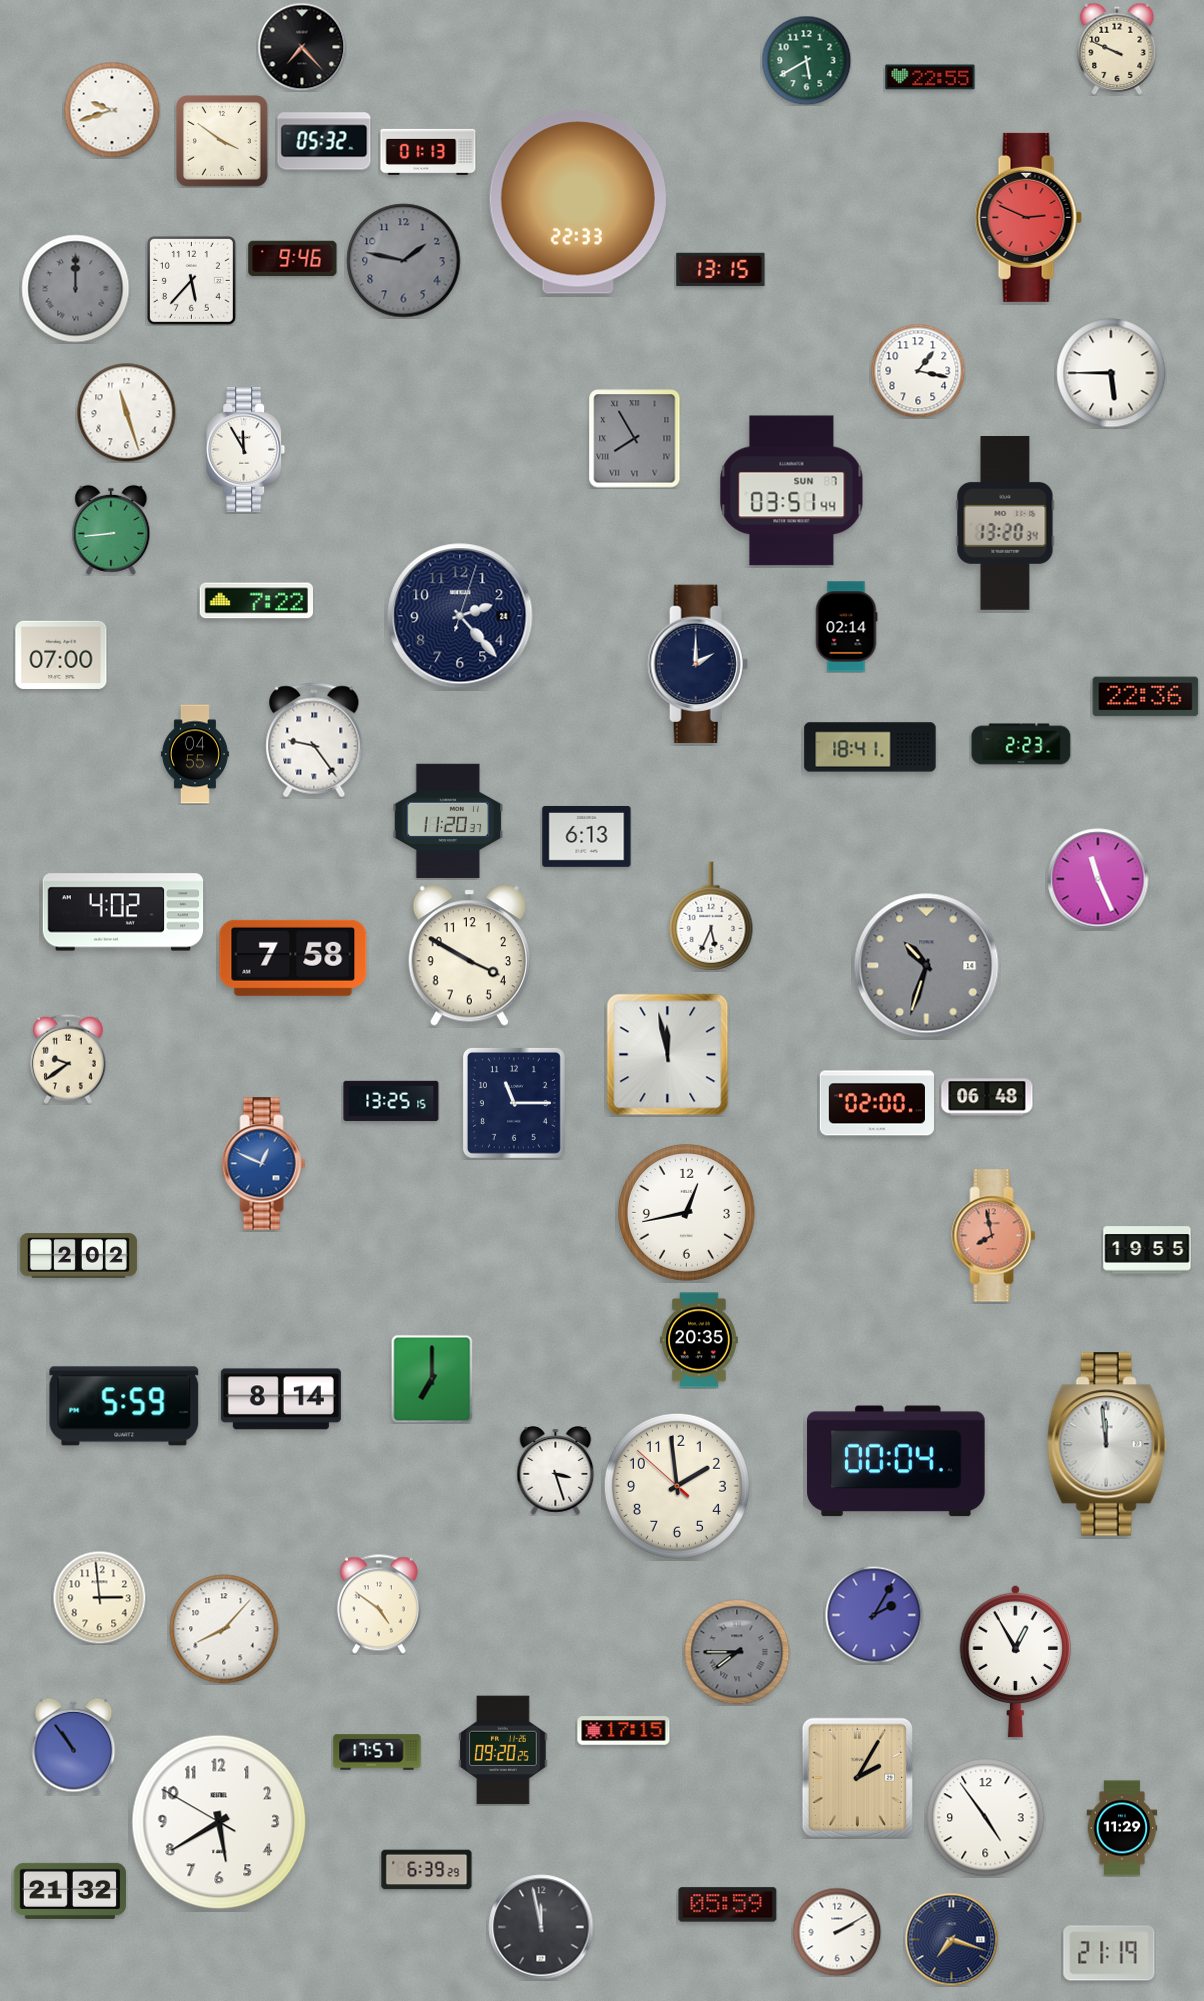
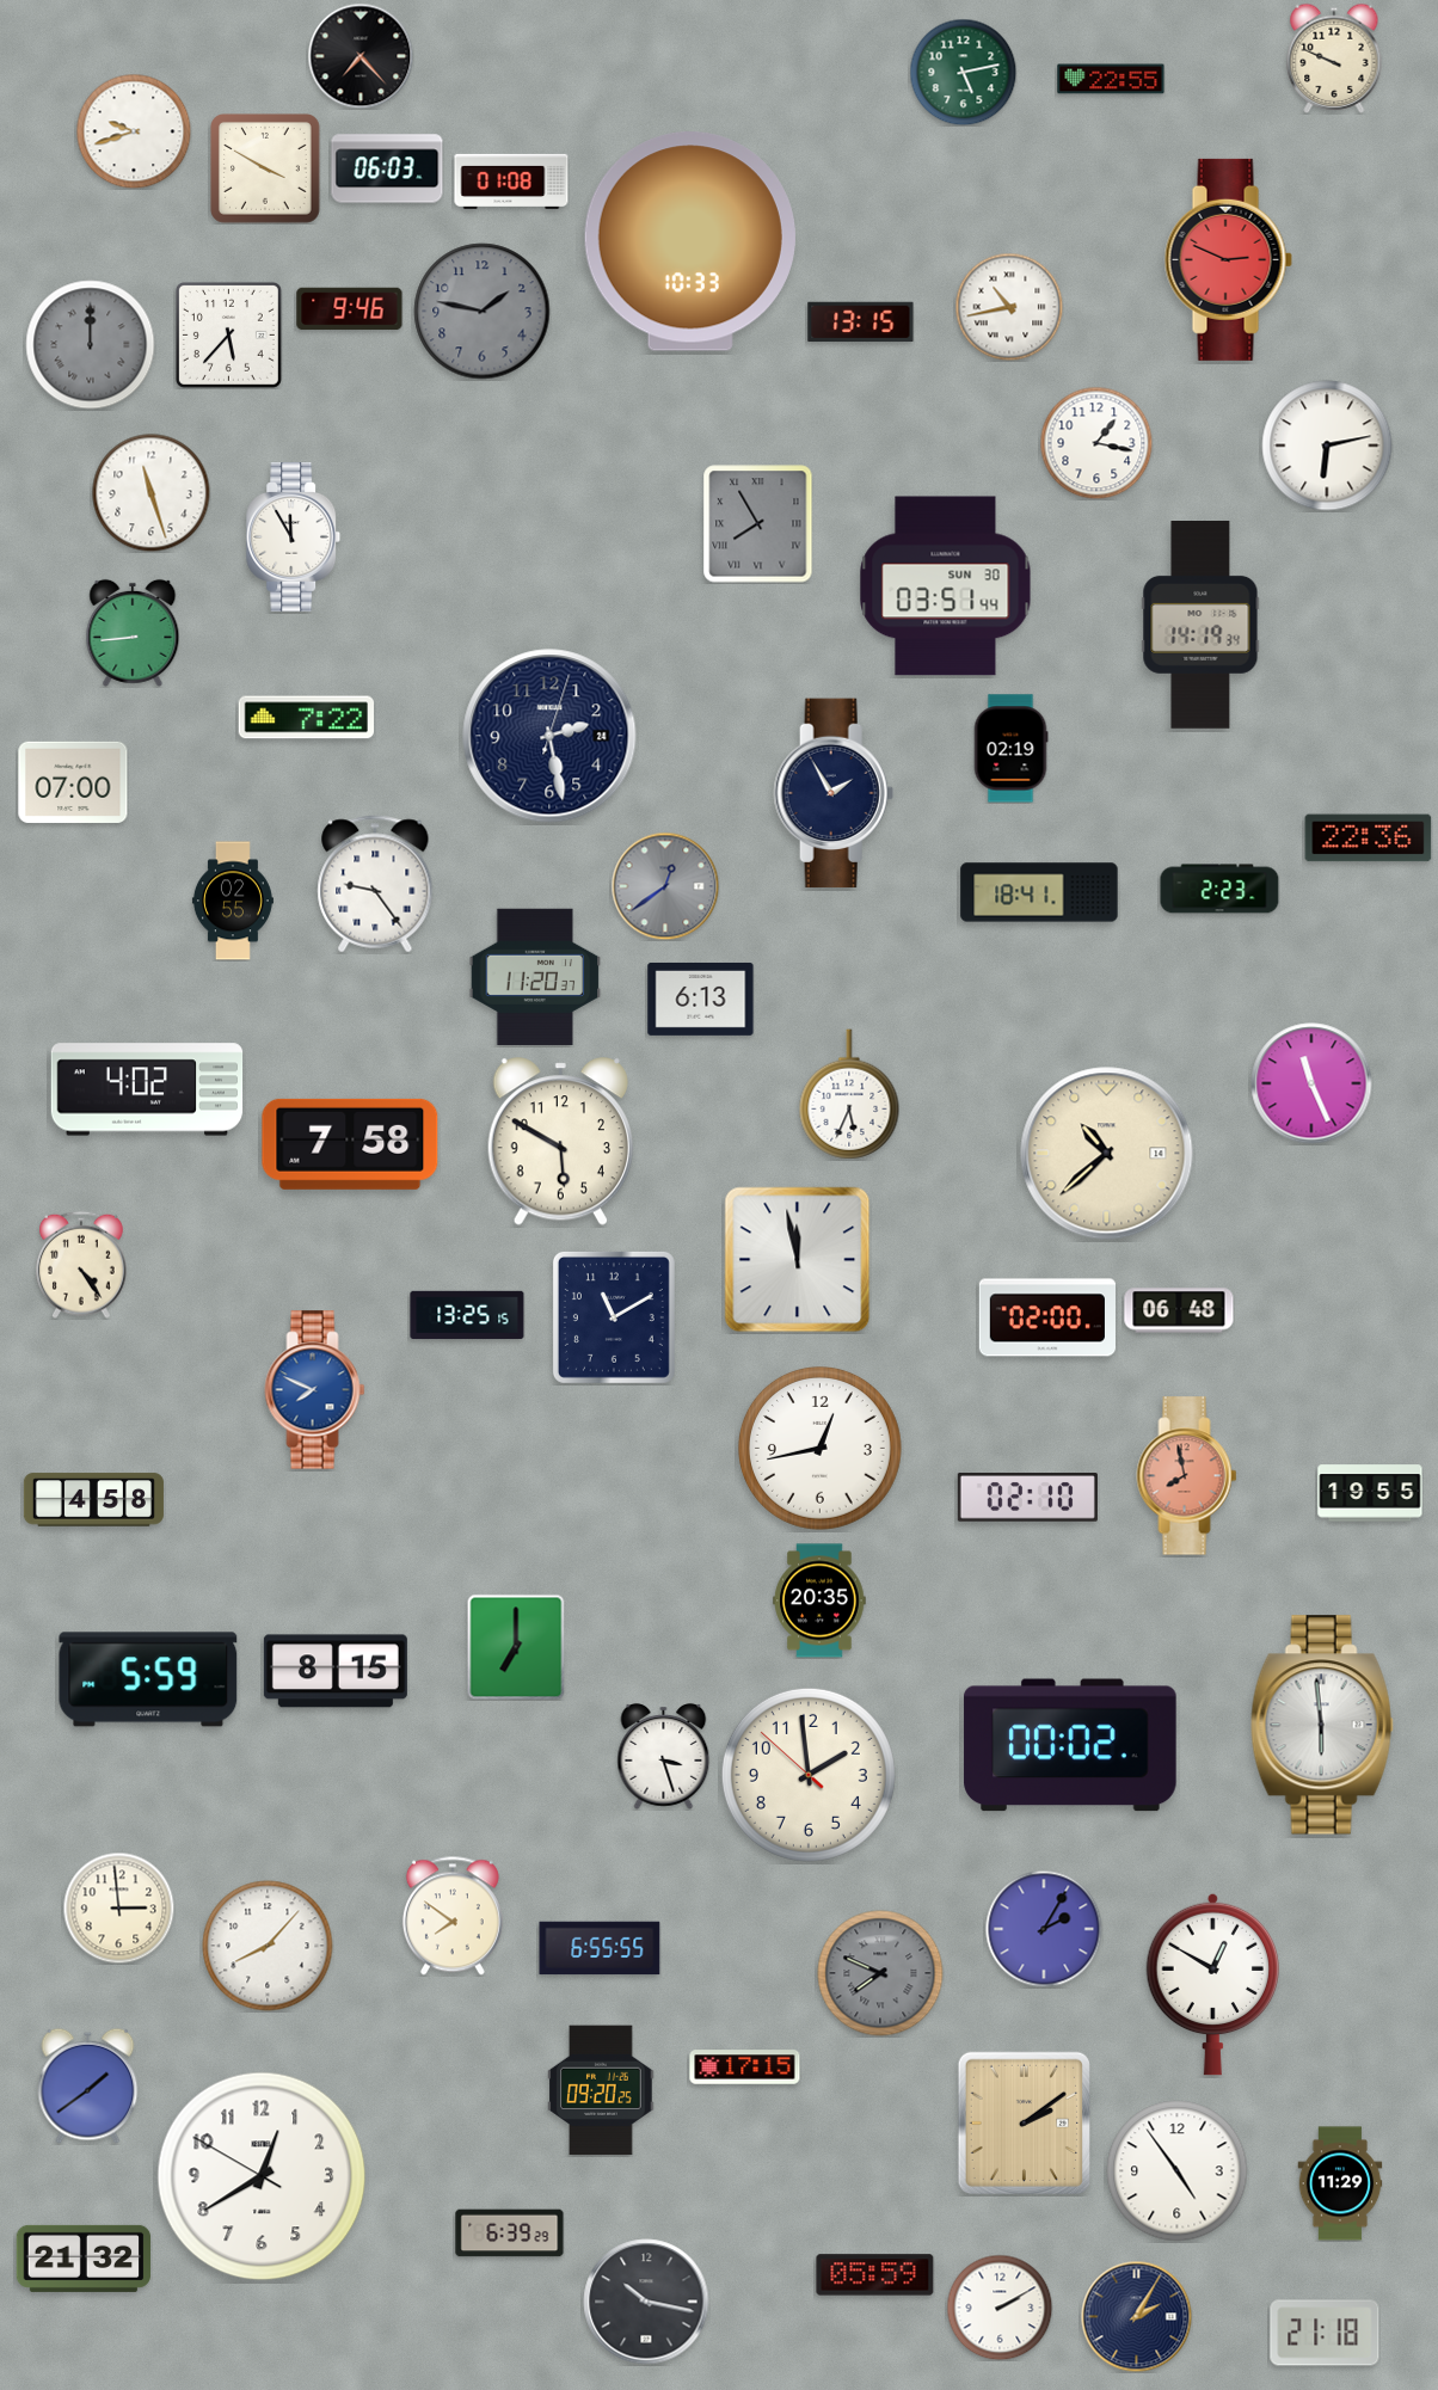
clock at (806, 60): 5:40 -> 5:13
clock at (930, 77) position: (930, 77) -> (1111, 79)
clock at (324, 141): 05:32 -> 06:03
clock at (223, 142): 3:51 -> 3:50
clock at (428, 152): 01:13 -> 01:08
clock at (578, 202): 22:33 -> 10:33
clock at (1009, 307): none -> 10:43
clock at (1111, 373): 5:45 -> 6:13
clock at (792, 491) date: SUN 7 -> SUN 30
clock at (1005, 523): 13:20 -> 14:19
clock at (460, 616): 2:23 -> 2:28
clock at (846, 627): 02:14 -> 02:19
clock at (698, 664): 2:00 -> 1:55
clock at (1146, 697) position: (1146, 697) -> (1369, 838)
clock at (665, 886): none -> 12:39
clock at (195, 754): 04:55 -> 02:55
clock at (448, 821) position: (448, 821) -> (535, 977)
clock at (1098, 879) position: (1098, 879) -> (1311, 1083)
clock at (469, 956): 3:50 -> 5:50
clock at (927, 966): 10:33 -> 10:38
clock at (927, 966) dial: grey -> cream
clock at (69, 1059): 9:39 -> 4:24
clock at (514, 1103): 11:15 -> 11:10
clock at (264, 1164): 12:49 -> 7:49
clock at (1027, 1498): none -> 02:10
clock at (78, 1256): 2:02 -> 4:58
clock at (699, 1340) position: (699, 1340) -> (819, 1600)
clock at (281, 1399): 8:14 -> 8:15
clock at (1107, 1444): 11:59 -> 5:59
clock at (896, 1461): 00:04 -> 00:02
clock at (379, 1604): 4:51 -> 7:51
clock at (600, 1948): none -> 6:55
clock at (737, 1652): 7:45 -> 7:49
clock at (1016, 1661): 12:55 -> 12:50
clock at (74, 1746): 10:54 -> 1:39
clock at (377, 1752): 17:57 -> none
clock at (857, 1777): 2:05 -> 2:09
clock at (219, 1822): 5:39 -> 12:39
clock at (728, 1905) position: (728, 1905) -> (875, 2275)
clock at (541, 1927): 11:58 -> 10:17
clock at (951, 1939): 7:18 -> 2:05
clock at (1109, 1953): 21:19 -> 21:18
